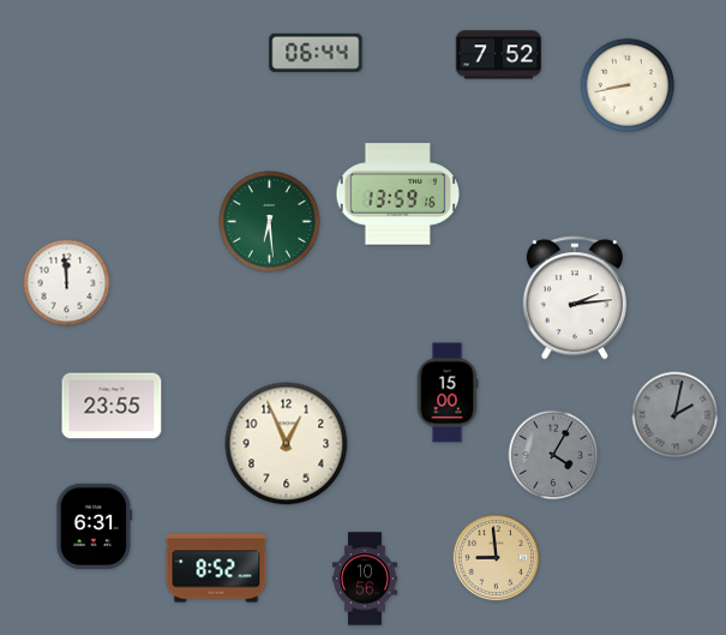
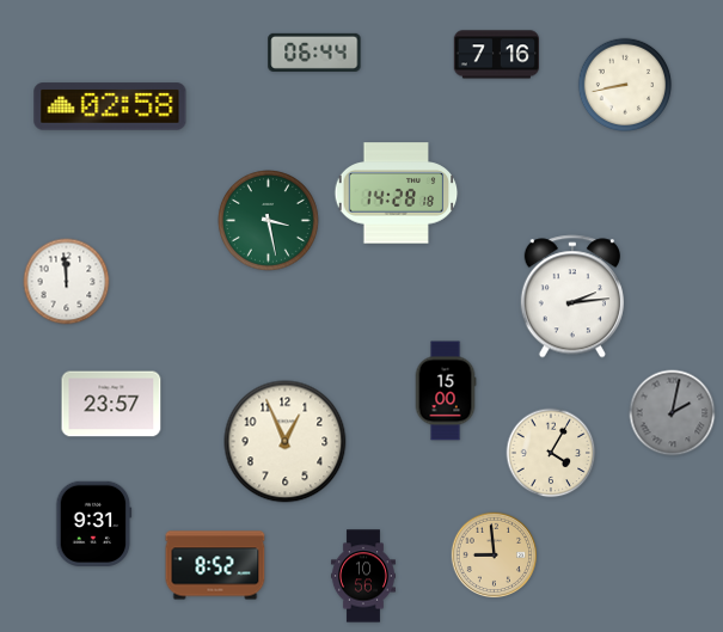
clock at (498, 55): 7:52 -> 7:16
clock at (110, 106): none -> 02:58
clock at (398, 194): 13:59 -> 14:28
clock at (270, 222): 6:29 -> 3:28
clock at (112, 406): 23:55 -> 23:57
clock at (553, 455) dial: grey -> cream
clock at (95, 526): 6:31 -> 9:31
